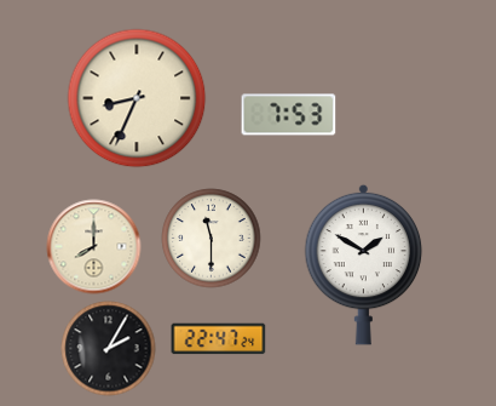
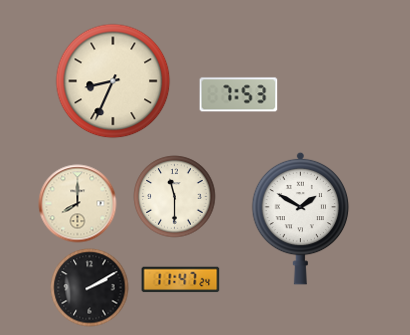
clock at (218, 339): 22:47 -> 11:47
clock at (108, 348): 2:05 -> 2:10
